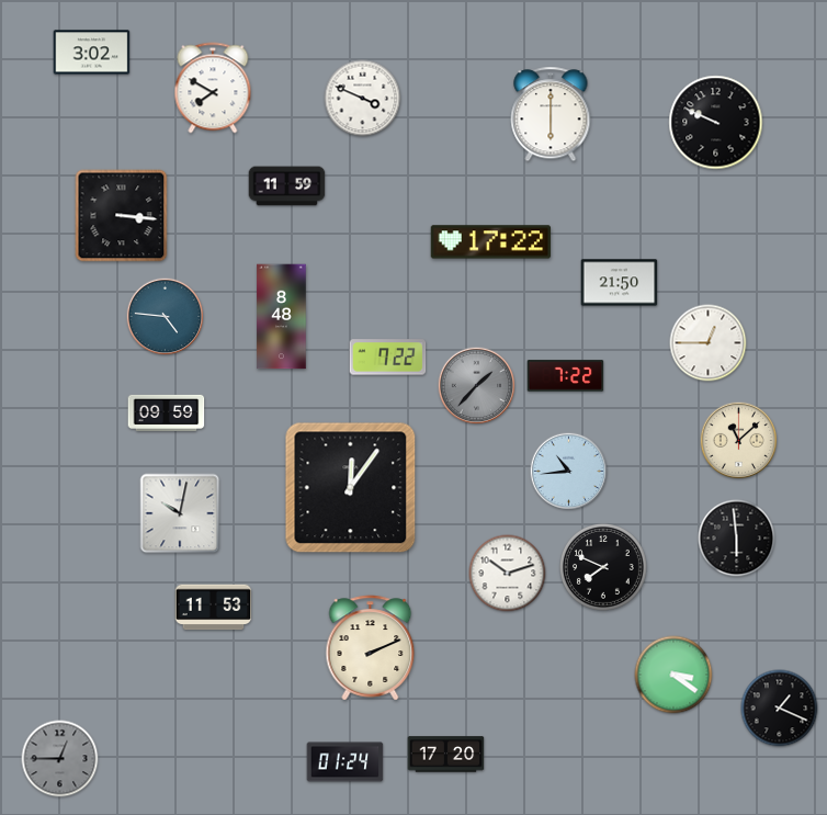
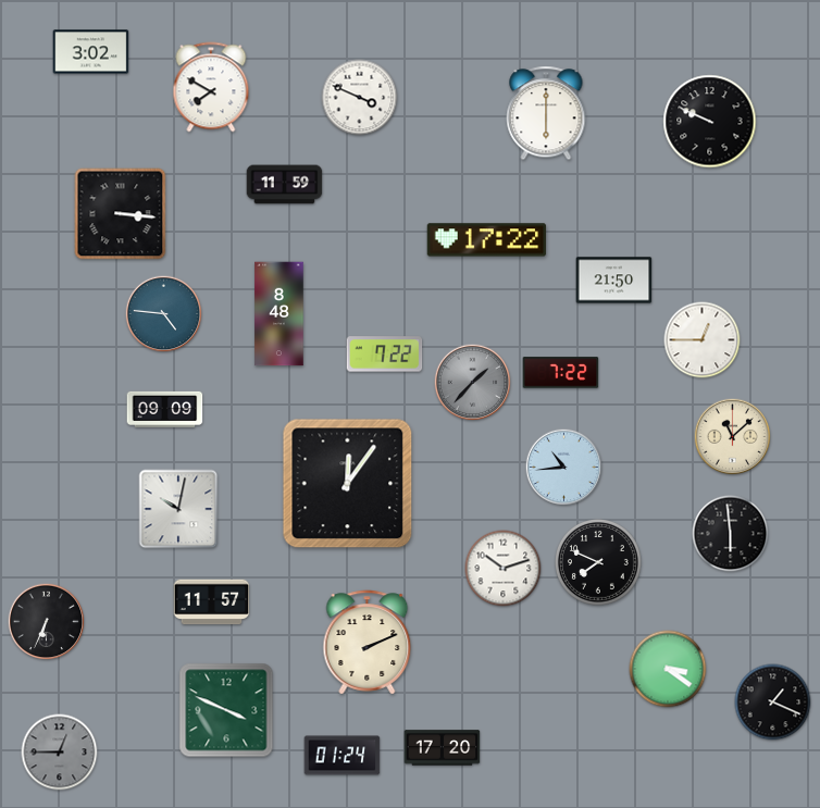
clock at (167, 412): 09:59 -> 09:09
clock at (214, 608): 11:53 -> 11:57
clock at (47, 622): none -> 6:34
clock at (226, 710): none -> 3:49
